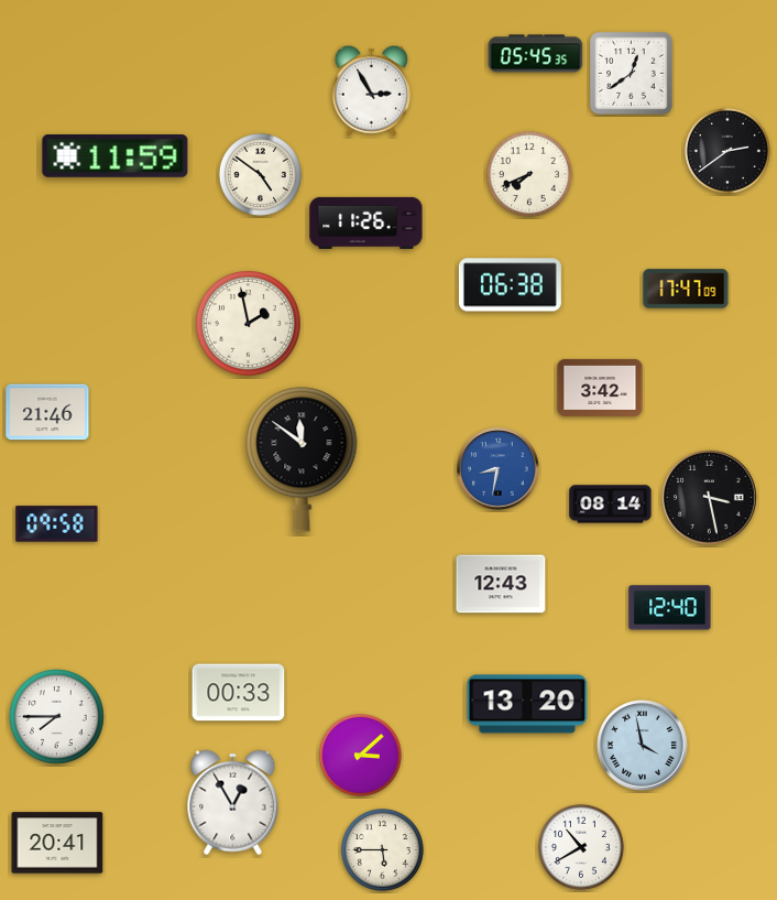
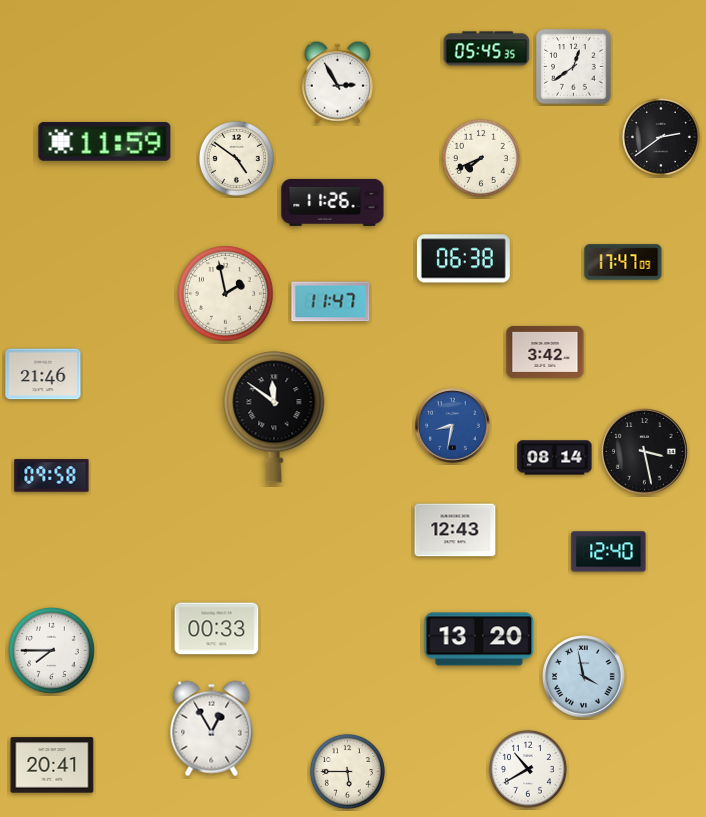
clock at (331, 302): none -> 11:47
clock at (360, 755): 3:08 -> none
